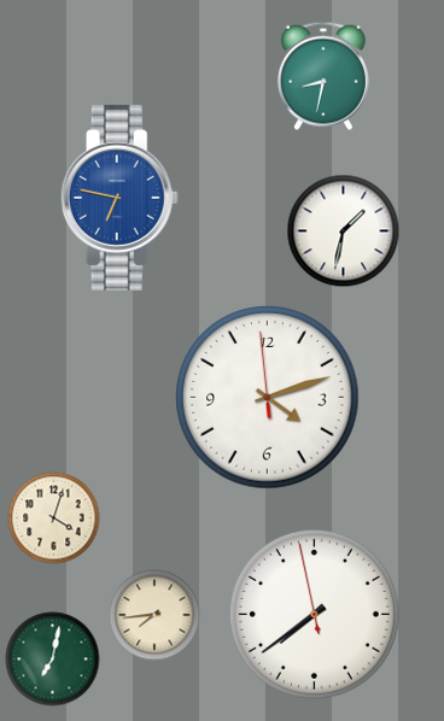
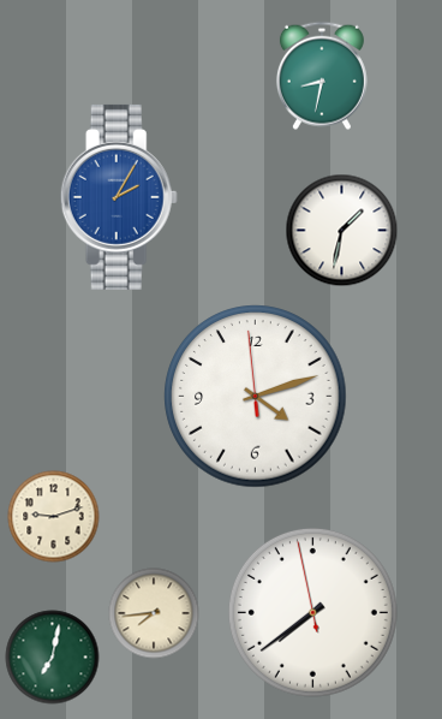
clock at (119, 198): 6:47 -> 2:05
clock at (268, 398) position: (268, 398) -> (256, 397)
clock at (54, 518): 4:03 -> 9:12
